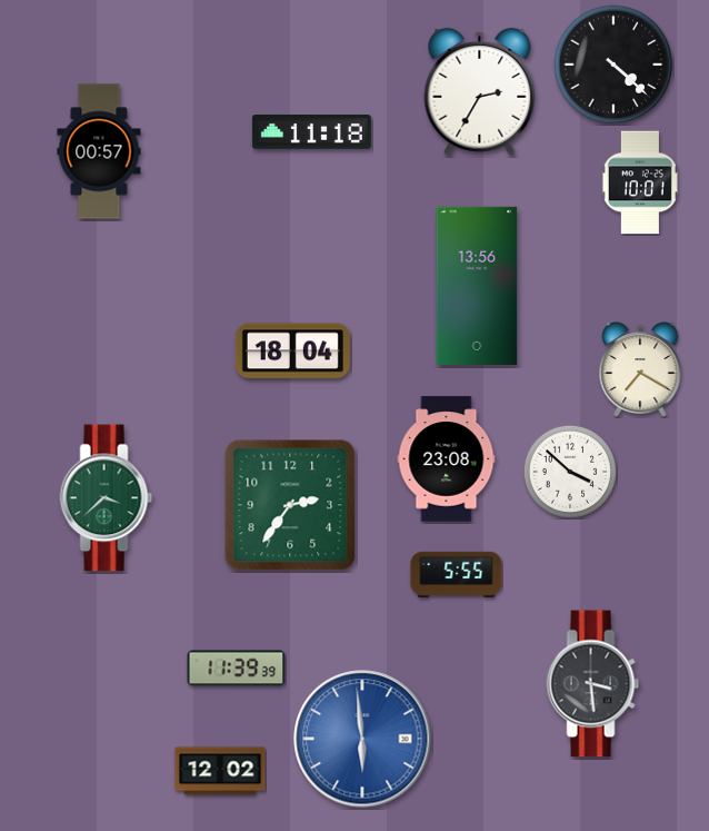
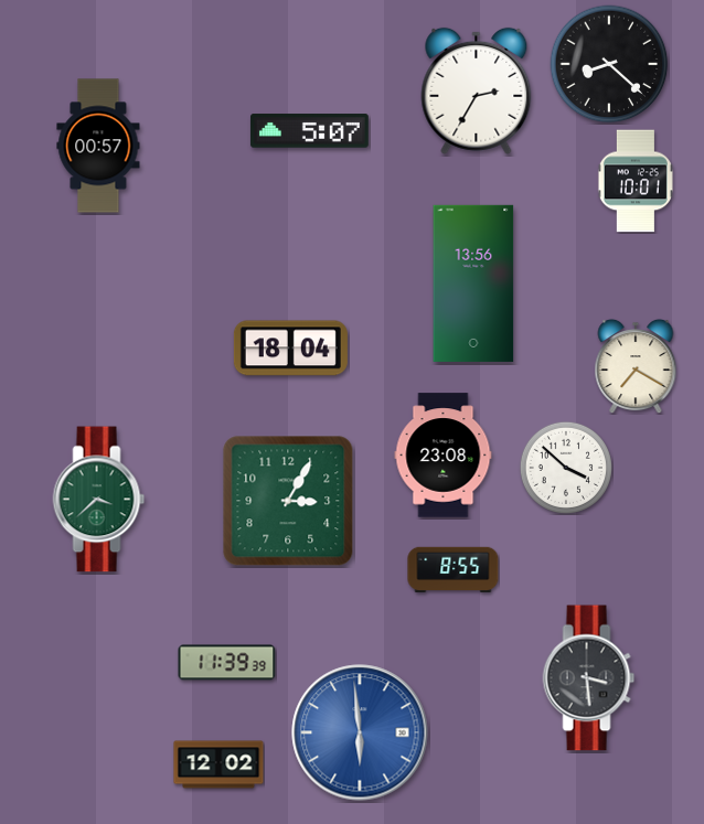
clock at (613, 65): 4:22 -> 8:22
clock at (311, 132): 11:18 -> 5:07
clock at (99, 151) position: (99, 151) -> (98, 146)
clock at (107, 498) position: (107, 498) -> (99, 500)
clock at (290, 505): 2:36 -> 3:05
clock at (457, 574): 5:55 -> 8:55
clock at (237, 669) position: (237, 669) -> (227, 663)
